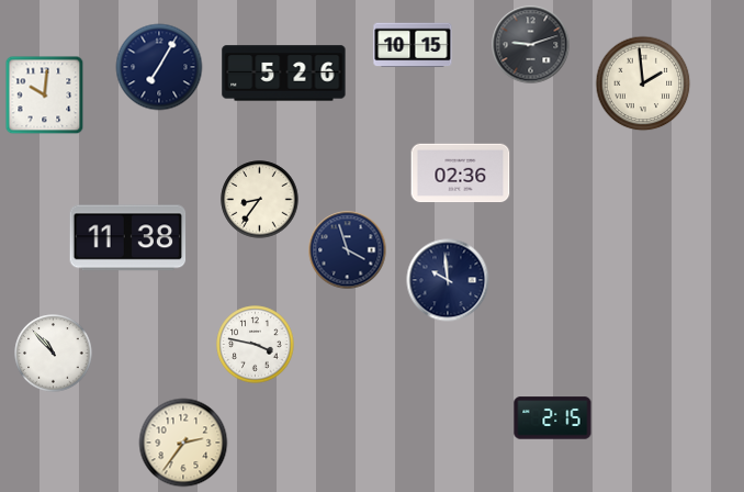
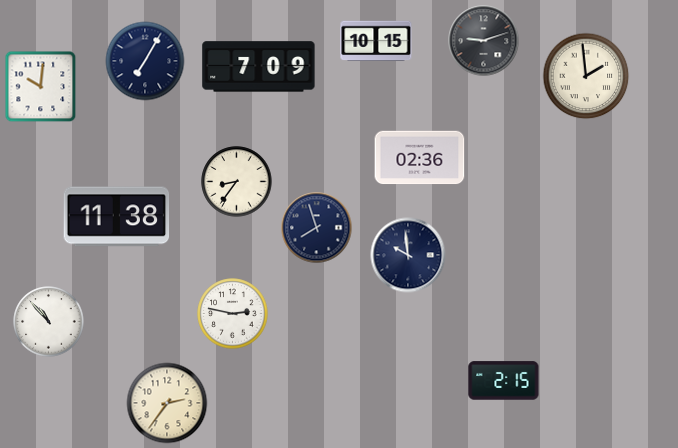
clock at (284, 74): 5:26 -> 7:09
clock at (348, 250): 3:57 -> 7:57
clock at (256, 345): 3:47 -> 2:47
